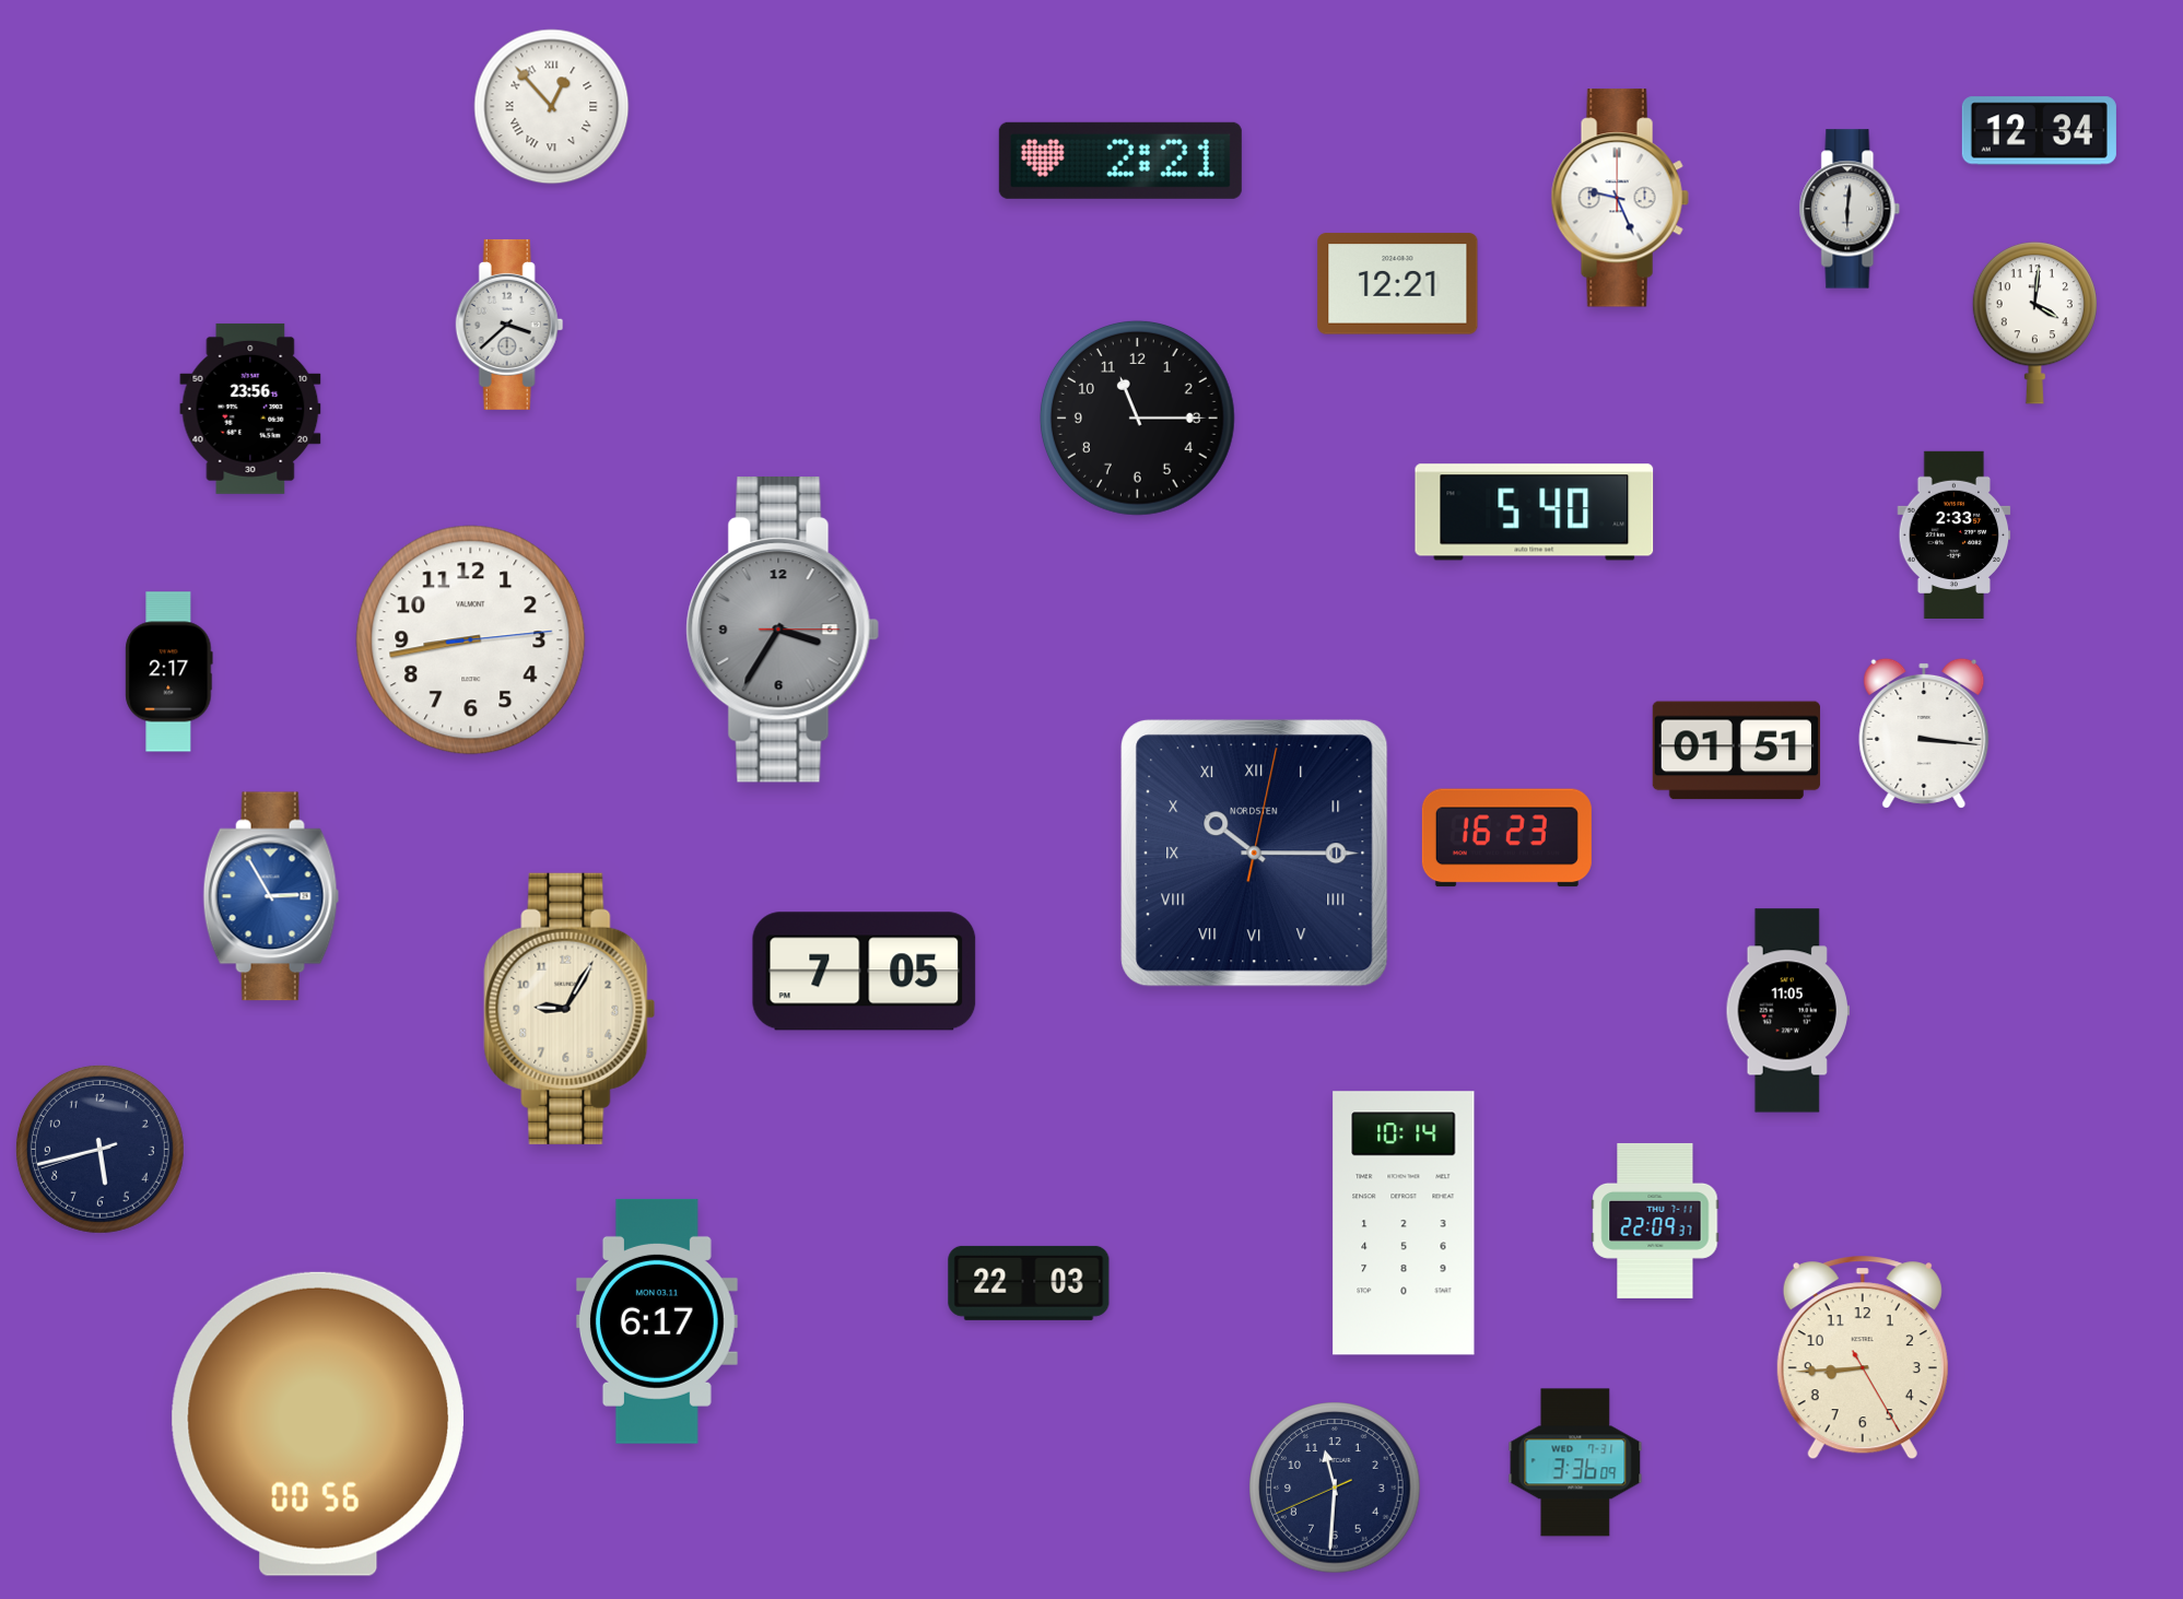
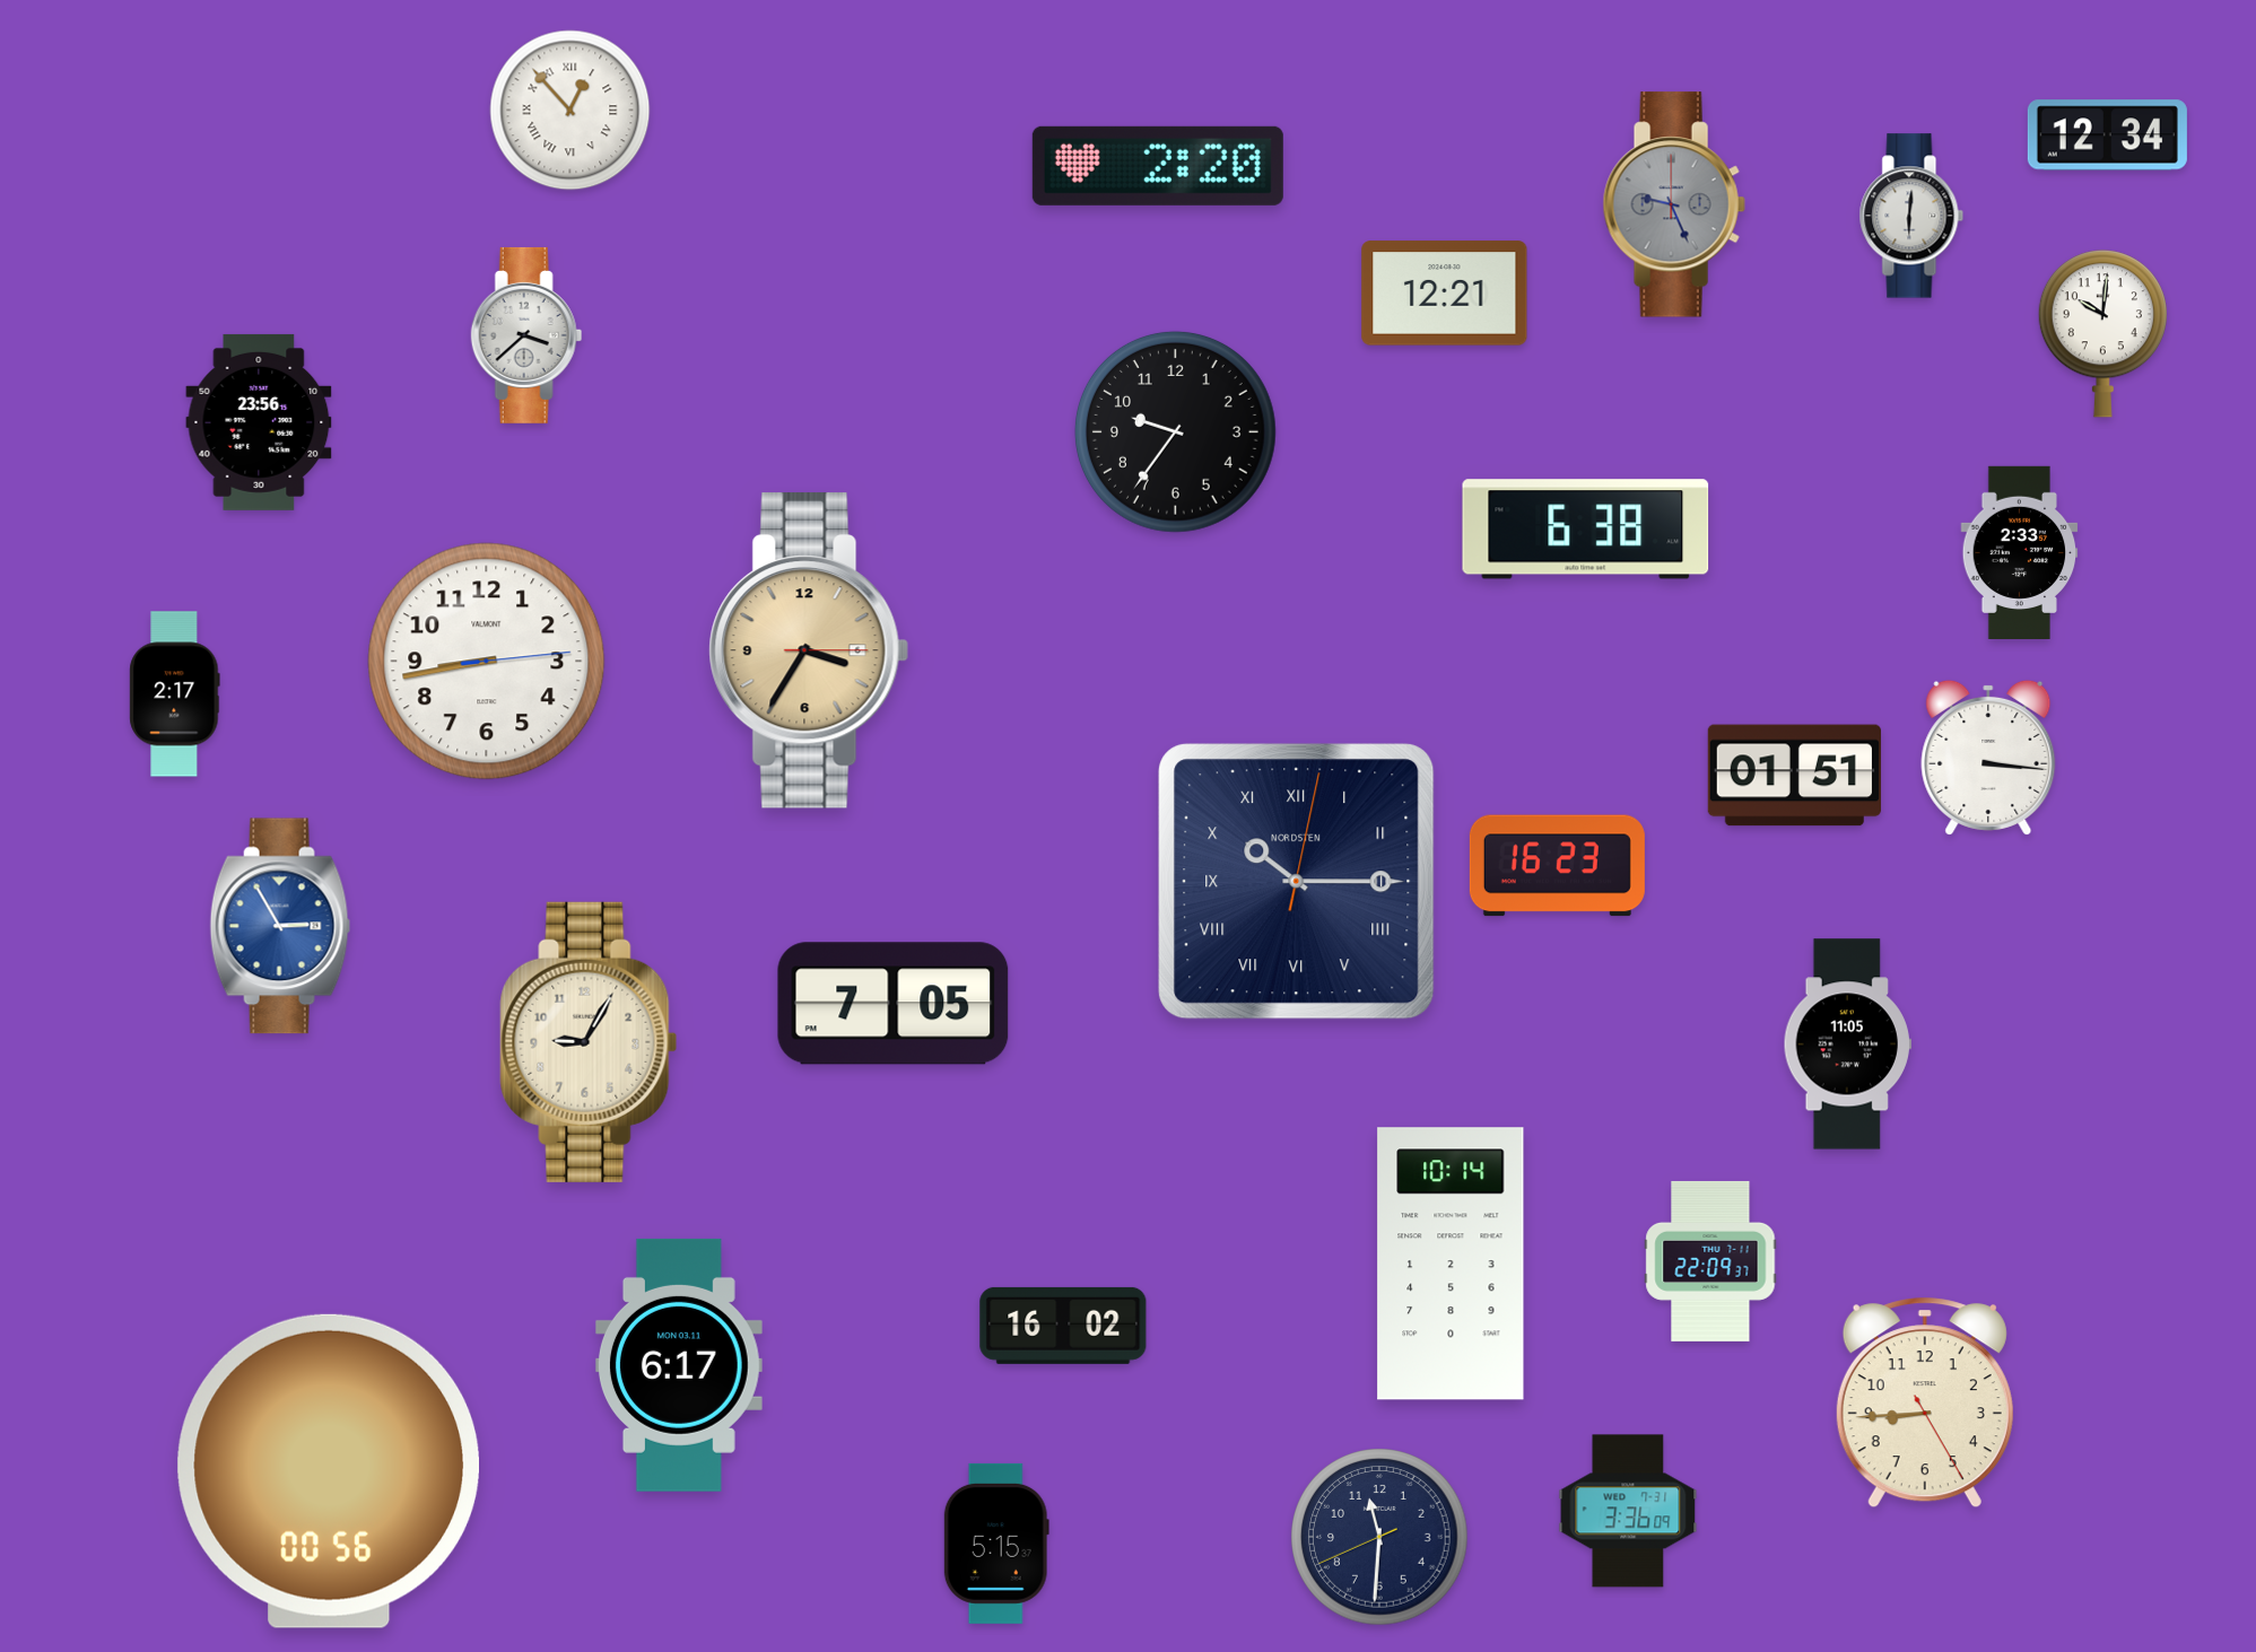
clock at (1120, 161): 2:21 -> 2:20
clock at (1620, 198) dial: white -> grey
clock at (2034, 324): 4:01 -> 10:01
clock at (1137, 418): 11:15 -> 9:36
clock at (1535, 513): 5:40 -> 6:38
clock at (783, 630) dial: grey -> champagne
clock at (99, 1149): 5:42 -> none
clock at (1029, 1283): 22:03 -> 16:02
clock at (996, 1544): none -> 5:15
